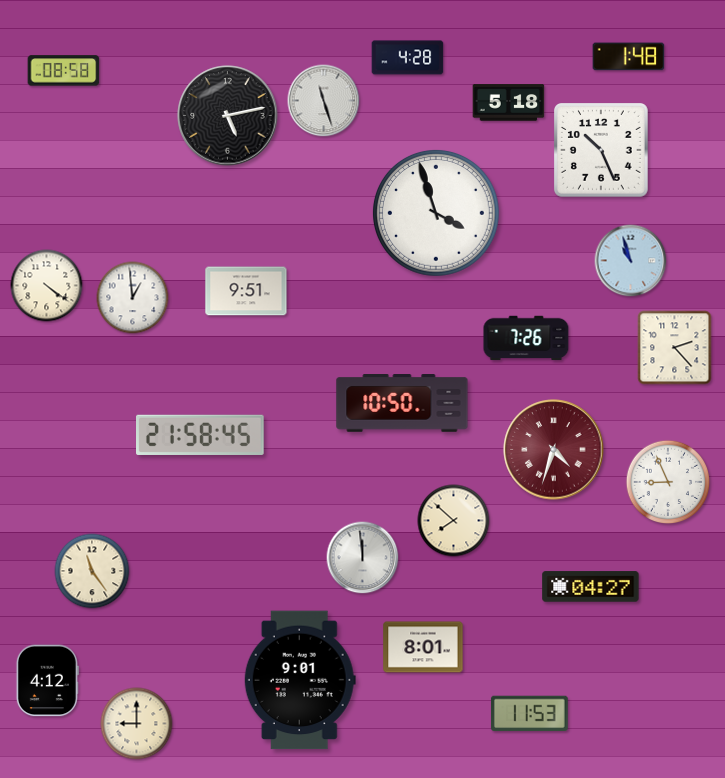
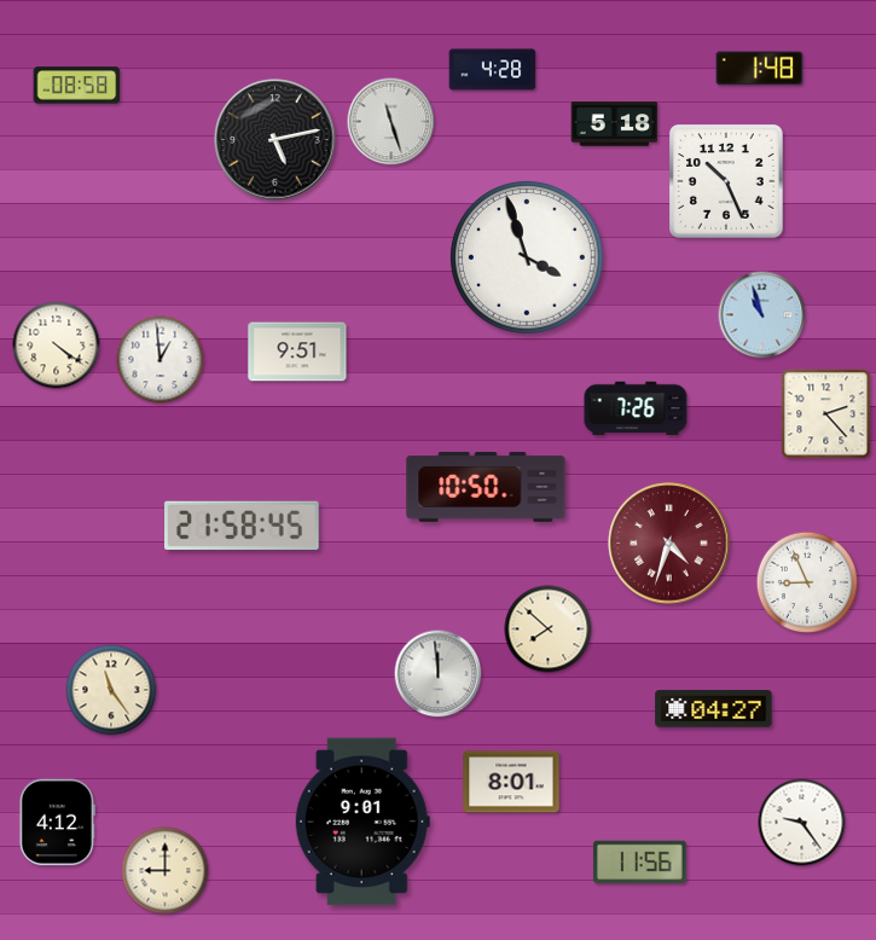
clock at (675, 348) position: (675, 348) -> (826, 414)
clock at (802, 823): none -> 9:24
clock at (529, 714): 11:53 -> 11:56
clock at (137, 724) position: (137, 724) -> (166, 871)
